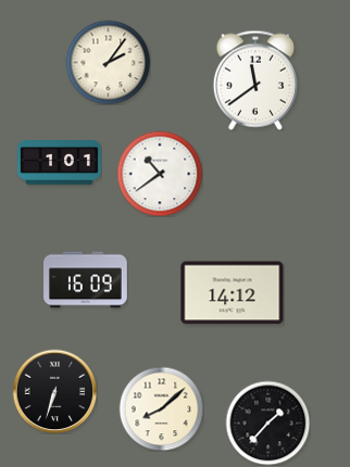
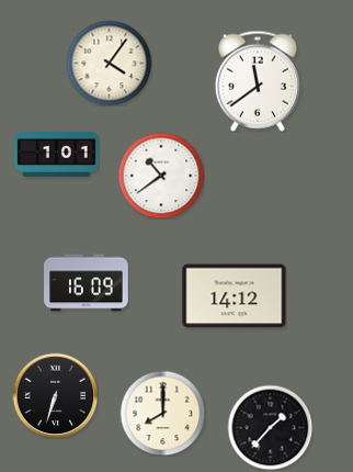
clock at (108, 62): 2:06 -> 4:06
clock at (60, 163) position: (60, 163) -> (57, 155)
clock at (161, 408): 8:08 -> 8:00
